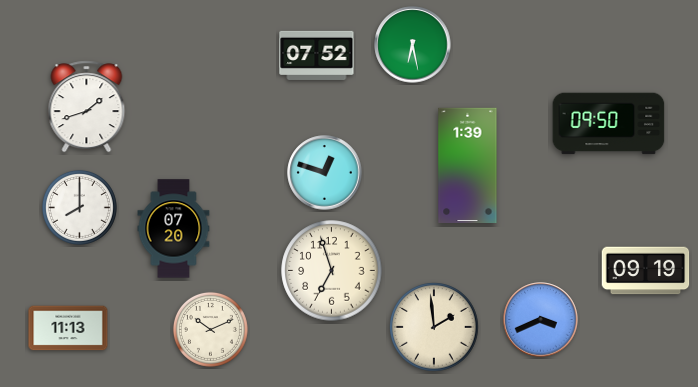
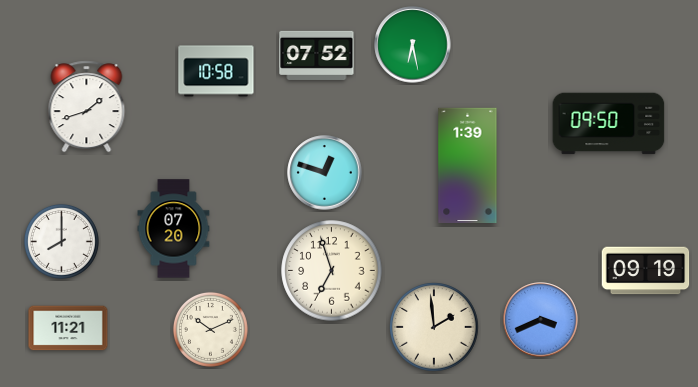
clock at (216, 71): none -> 10:58
clock at (79, 207) position: (79, 207) -> (61, 241)
clock at (68, 328): 11:13 -> 11:21
